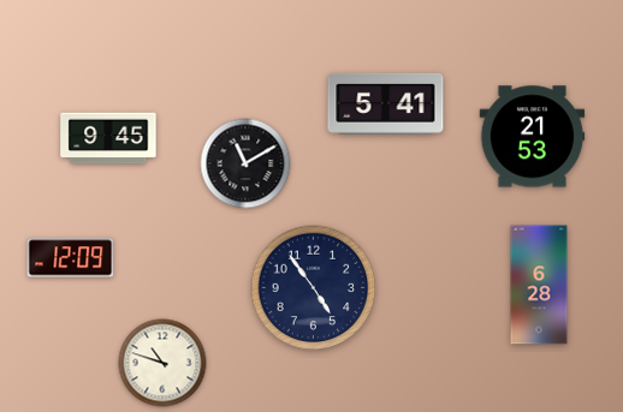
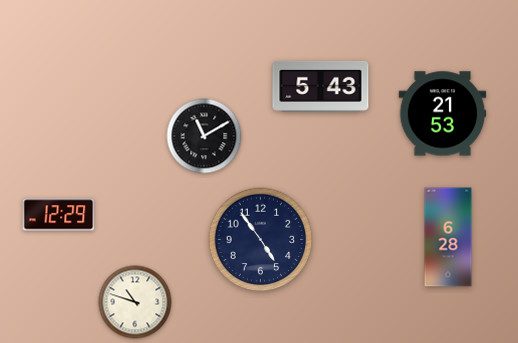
clock at (386, 103): 5:41 -> 5:43
clock at (108, 138): 9:45 -> none
clock at (71, 258): 12:09 -> 12:29
